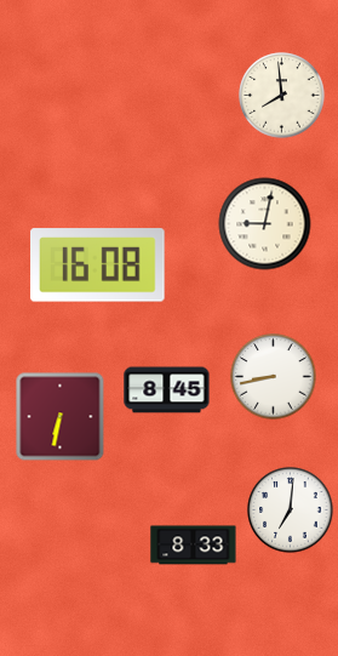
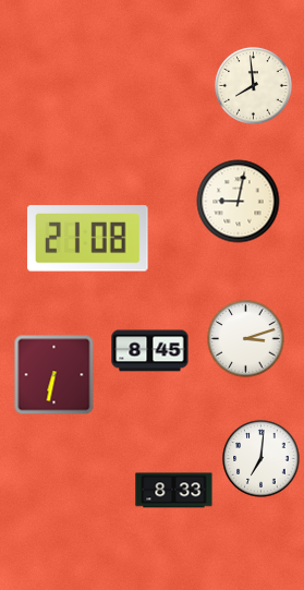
clock at (98, 266): 16:08 -> 21:08
clock at (274, 377): 8:43 -> 3:12
